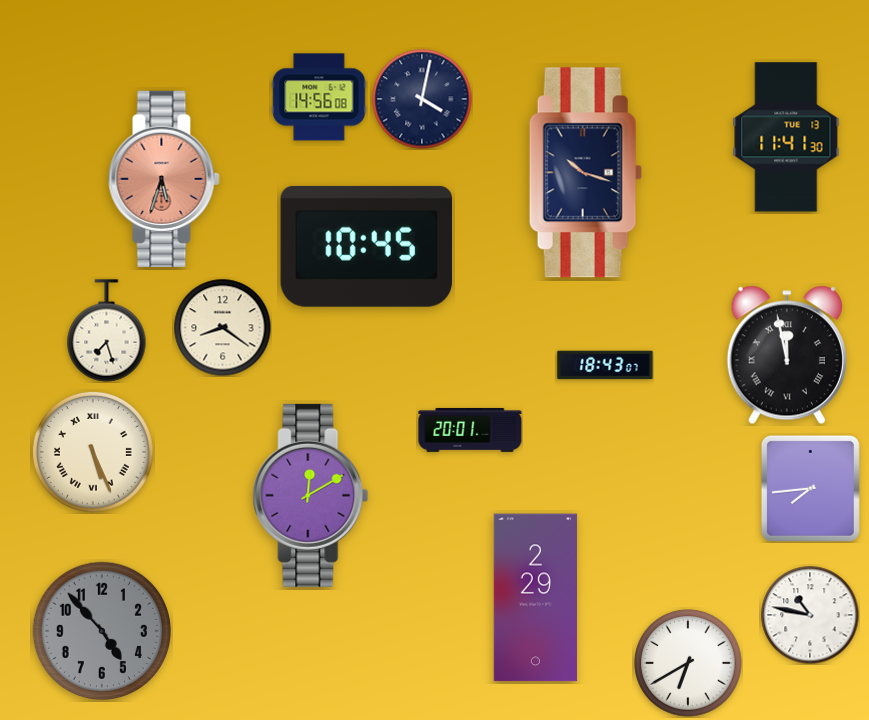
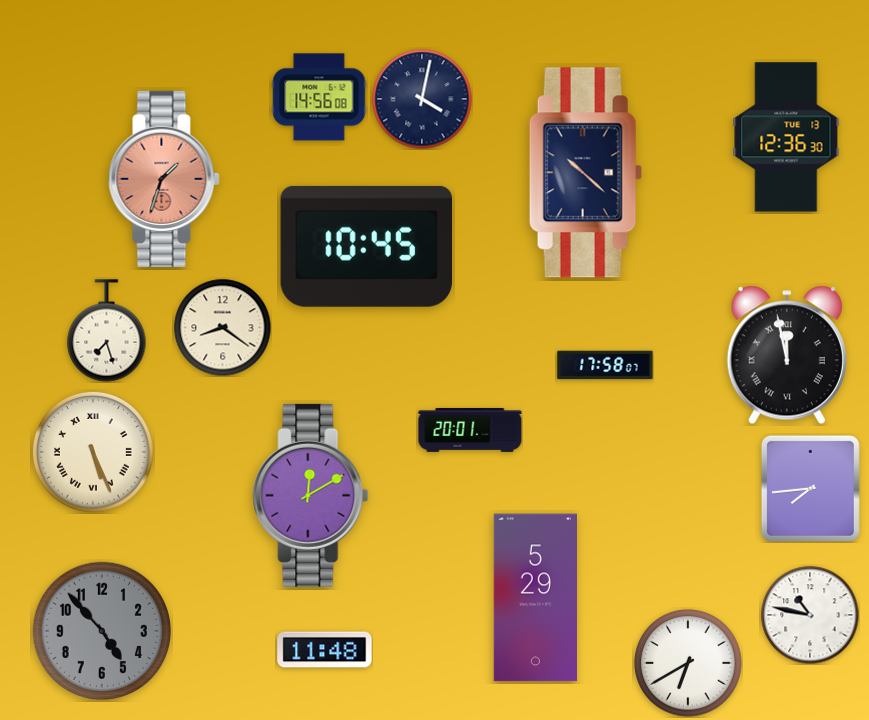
clock at (786, 137): 11:41 -> 12:36
clock at (585, 173): 10:18 -> 10:22
clock at (164, 179): 5:33 -> 1:33
clock at (605, 365): 18:43 -> 17:58
clock at (535, 598): 2:29 -> 5:29
clock at (325, 650): none -> 11:48
